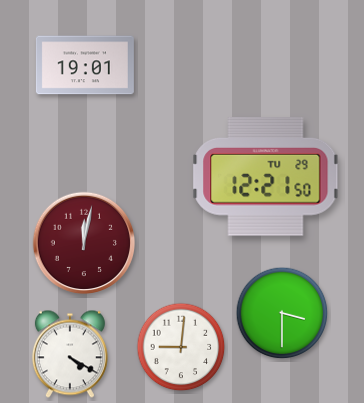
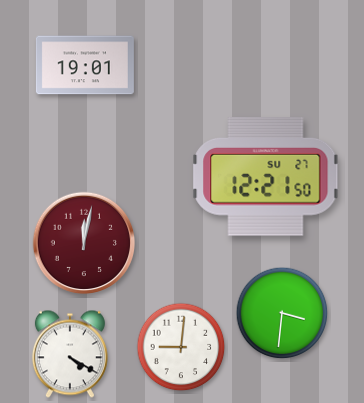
clock at (266, 177) date: TU 29 -> SU 27
clock at (282, 313): 3:30 -> 3:31
